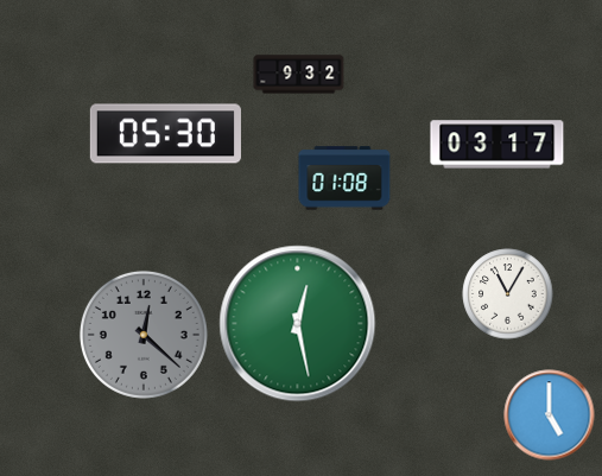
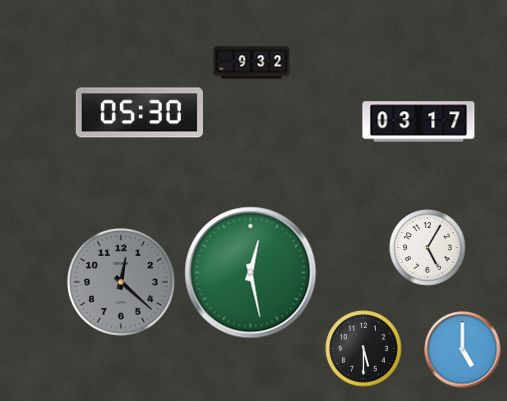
clock at (344, 178): 01:08 -> none
clock at (508, 294): 11:05 -> 5:05
clock at (364, 349): none -> 5:30
